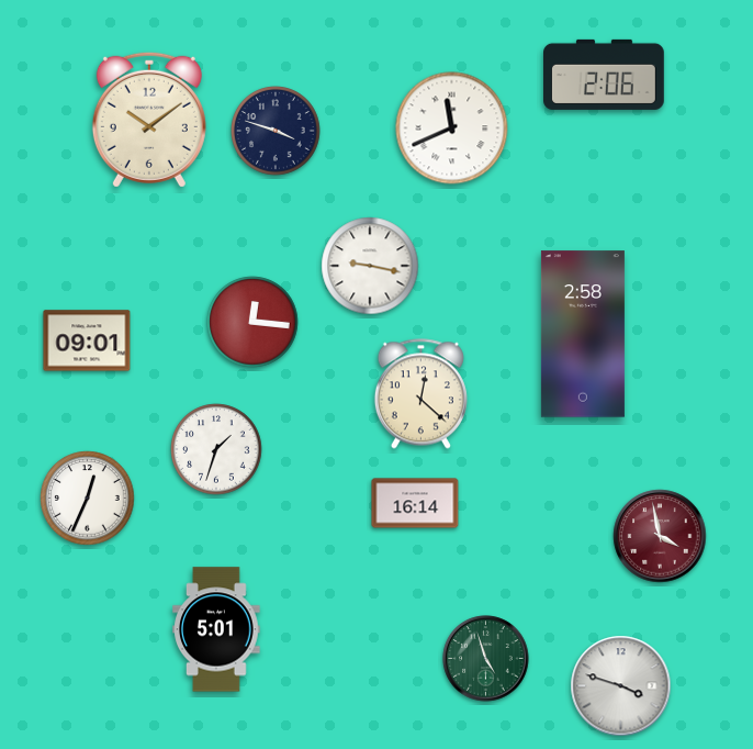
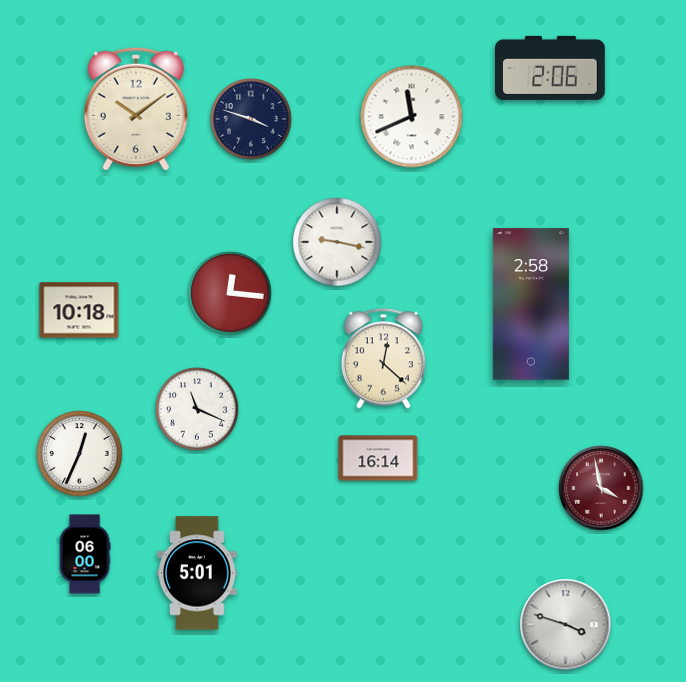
clock at (87, 340): 09:01 -> 10:18
clock at (216, 449): 1:33 -> 11:19
clock at (85, 554): none -> 06:00
clock at (486, 659): 4:57 -> none
